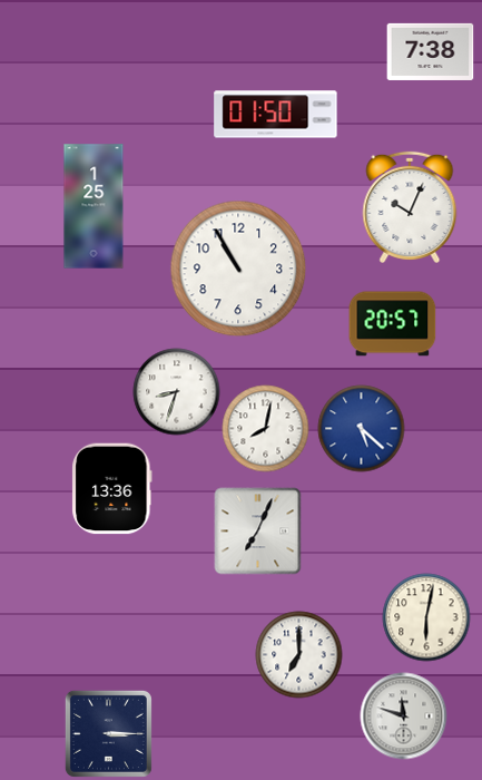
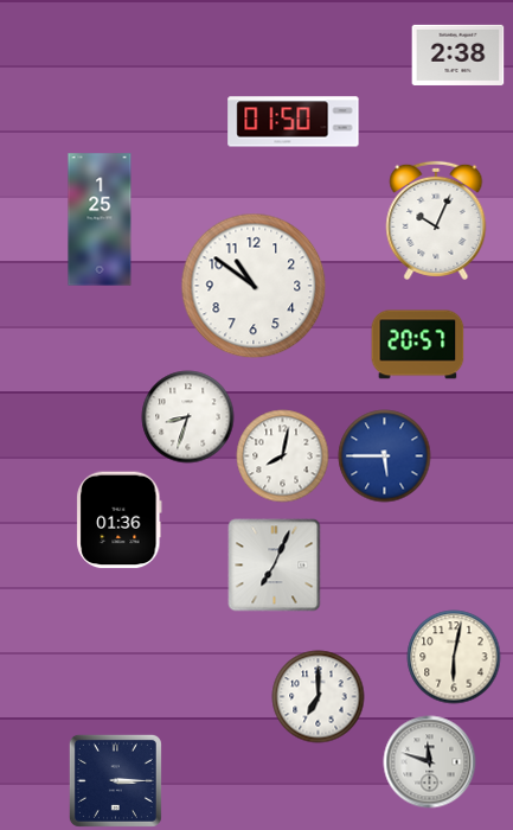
clock at (430, 51): 7:38 -> 2:38
clock at (238, 269): 10:55 -> 10:51
clock at (361, 428): 5:22 -> 5:45
clock at (112, 488): 13:36 -> 01:36
